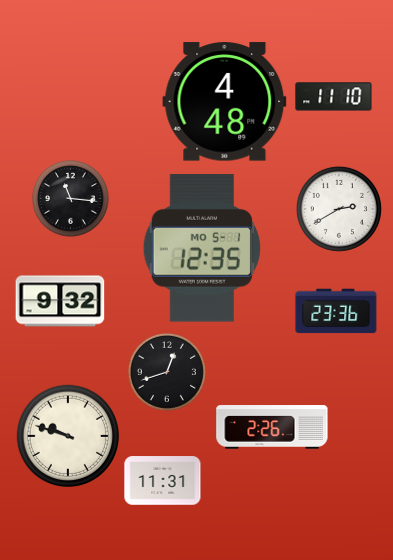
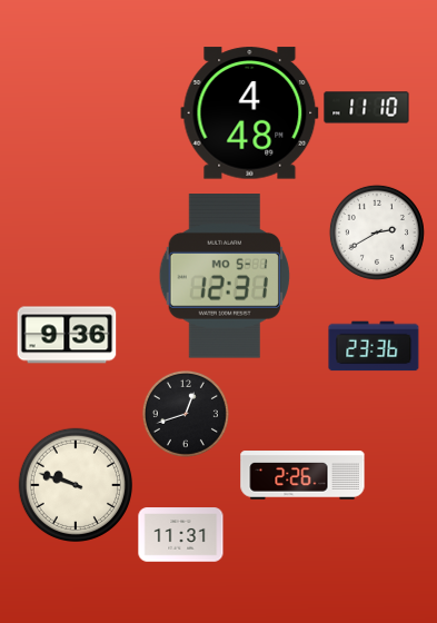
clock at (334, 97) position: (334, 97) -> (367, 108)
clock at (70, 198): 11:16 -> none
clock at (202, 248): 12:35 -> 12:31
clock at (60, 301): 9:32 -> 9:36
